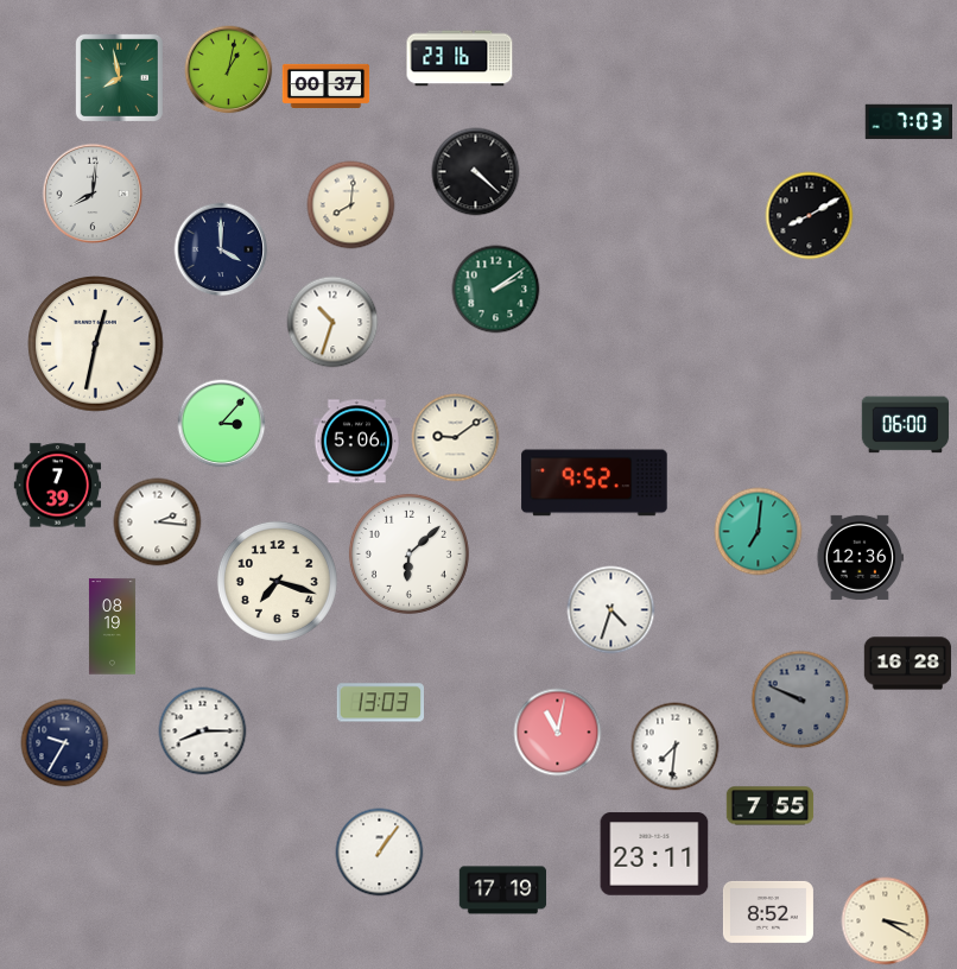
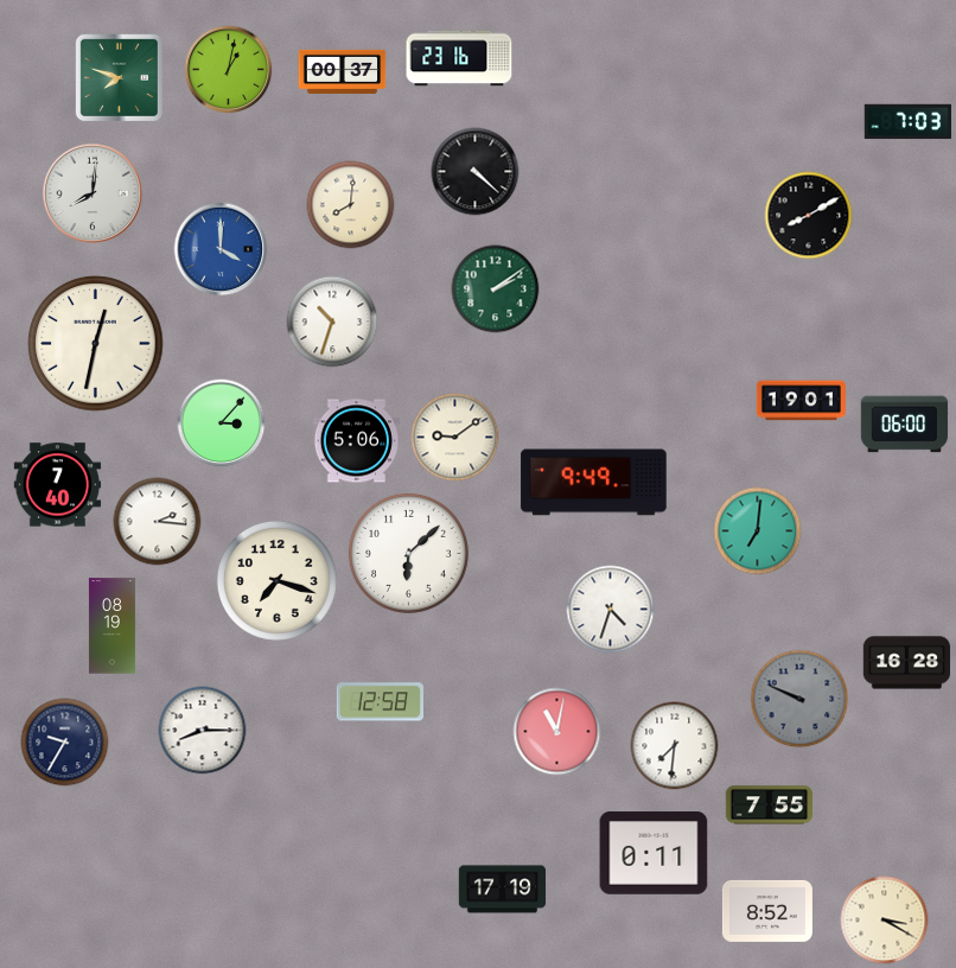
clock at (119, 77): 7:58 -> 7:48
clock at (327, 85) position: (327, 85) -> (343, 71)
clock at (221, 249) dial: navy -> blue
clock at (801, 401): none -> 19:01
clock at (595, 483): 9:52 -> 9:49
clock at (58, 486): 7:39 -> 7:40
clock at (860, 557): 12:36 -> none
clock at (381, 703): 13:03 -> 12:58
clock at (380, 853): 1:06 -> none
clock at (654, 854): 23:11 -> 0:11
